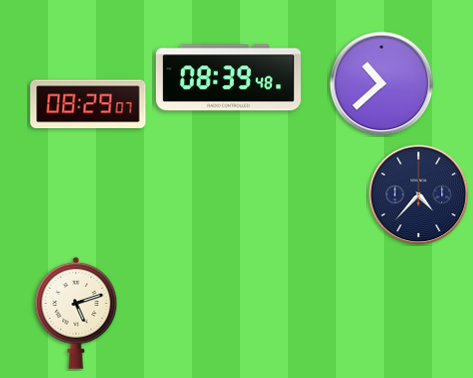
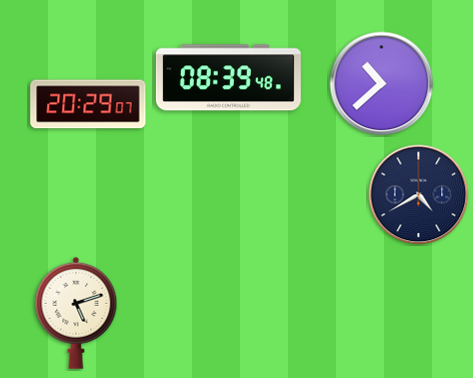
clock at (88, 104): 08:29 -> 20:29
clock at (419, 195): 4:37 -> 4:40
